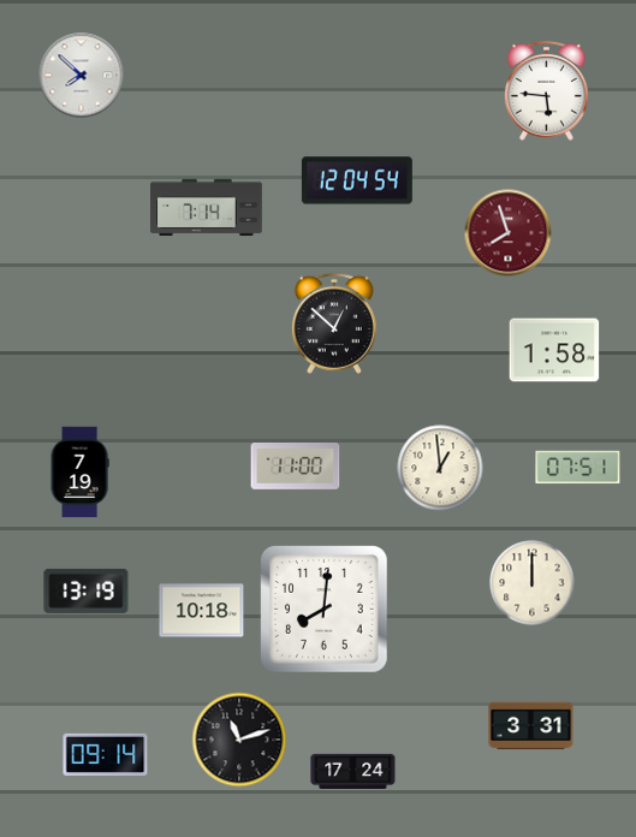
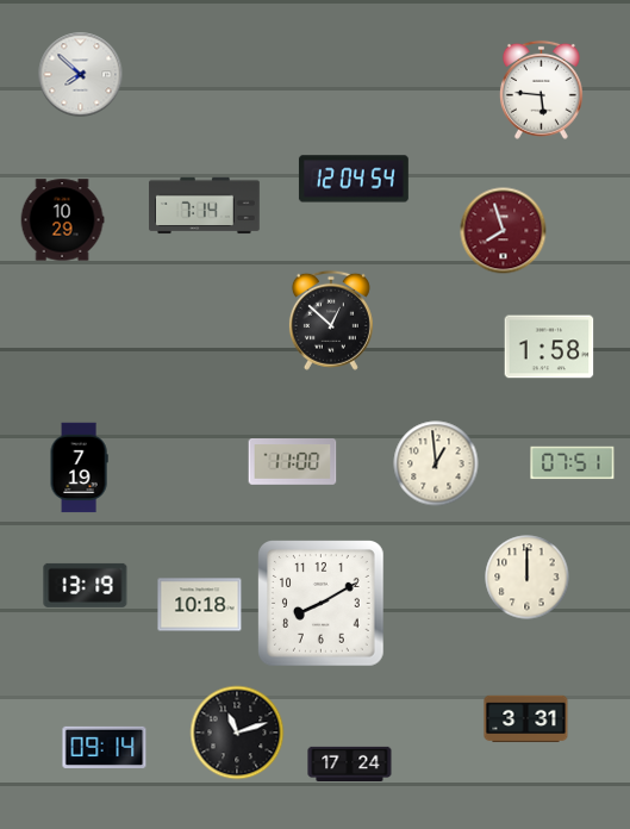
clock at (62, 220): none -> 10:29
clock at (325, 610): 8:01 -> 8:10
